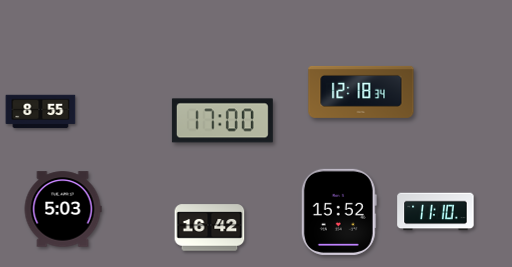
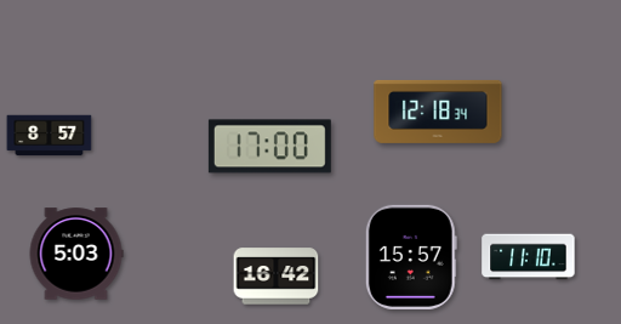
clock at (41, 112): 8:55 -> 8:57
clock at (339, 212): 15:52 -> 15:57
clock at (210, 228) position: (210, 228) -> (277, 277)
